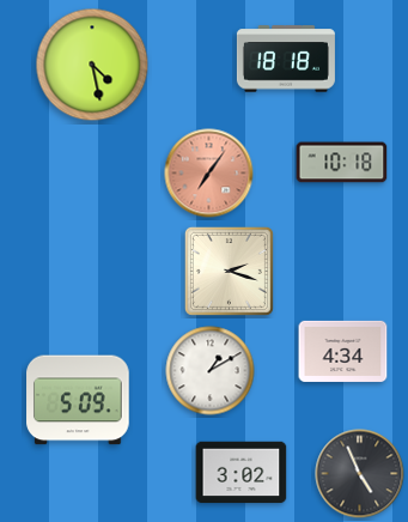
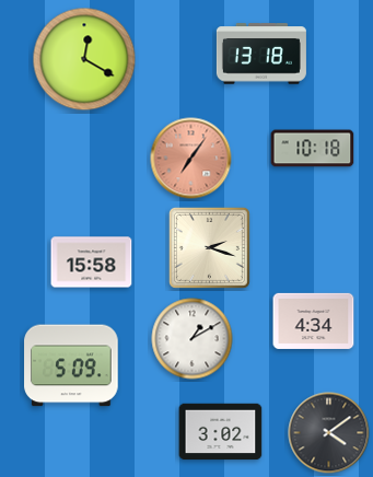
clock at (286, 59): 18:18 -> 13:18
clock at (92, 65): 4:28 -> 12:20
clock at (92, 263): none -> 15:58
clock at (360, 474): 4:56 -> 4:09
